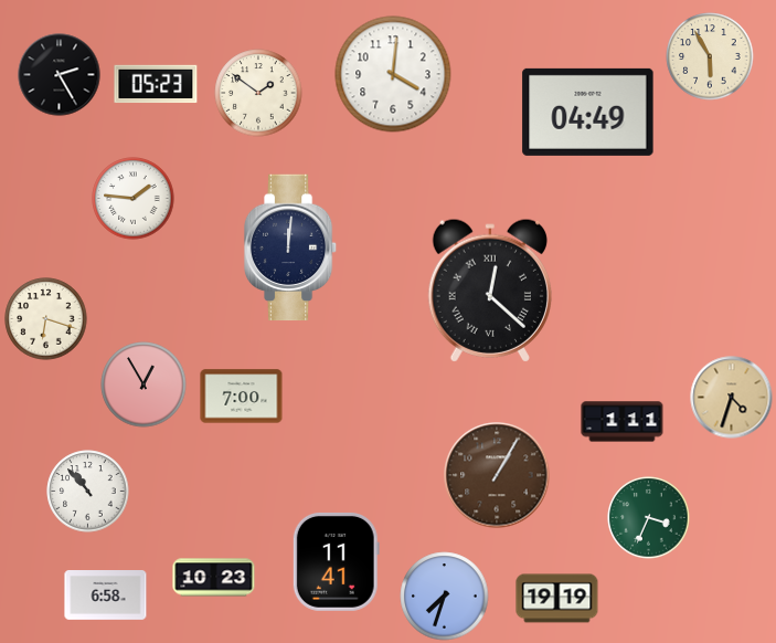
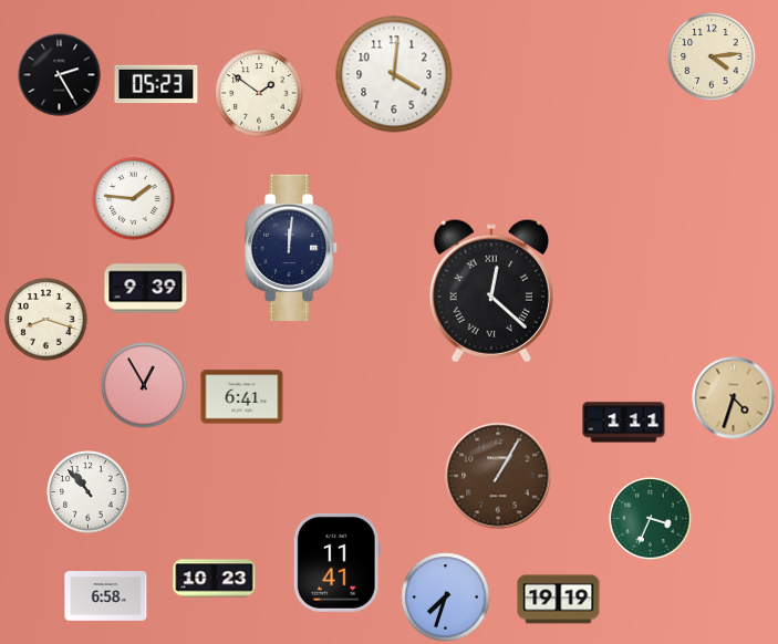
clock at (710, 56): 5:55 -> 4:14
clock at (588, 112): 04:49 -> none
clock at (146, 289): none -> 9:39
clock at (46, 319): 6:18 -> 8:18
clock at (242, 397): 7:00 -> 6:41
